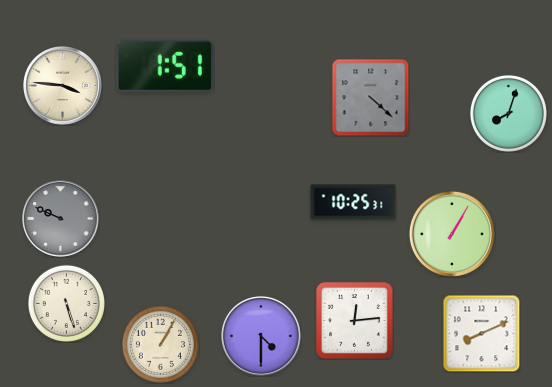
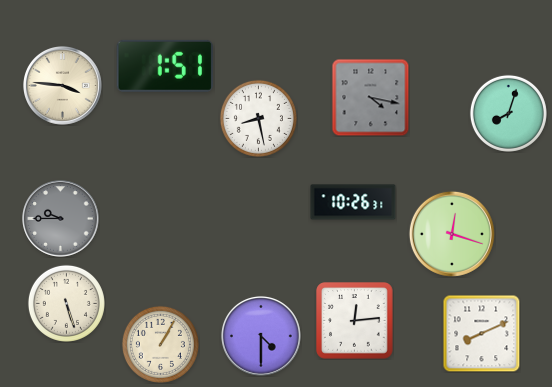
clock at (370, 97): 4:22 -> 4:17
clock at (258, 118): none -> 8:28
clock at (353, 202): 10:25 -> 10:26
clock at (61, 219): 9:49 -> 9:45
clock at (452, 234): 1:05 -> 12:18
